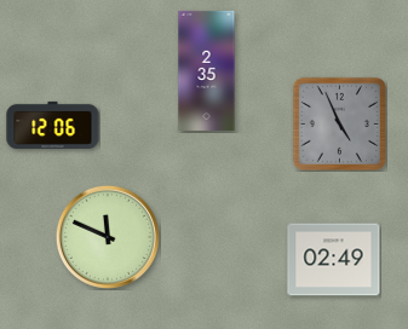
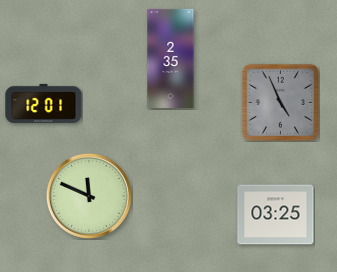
clock at (53, 125): 12:06 -> 12:01
clock at (334, 260): 02:49 -> 03:25
